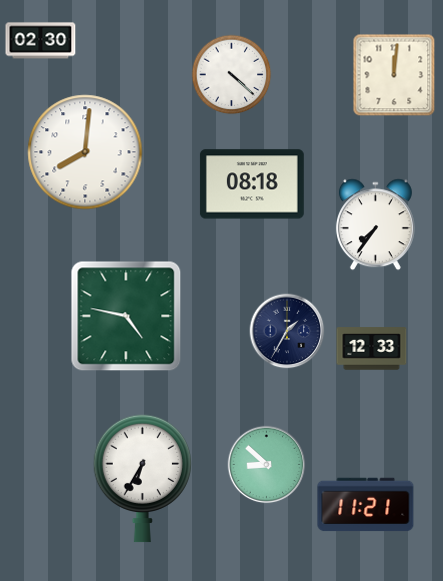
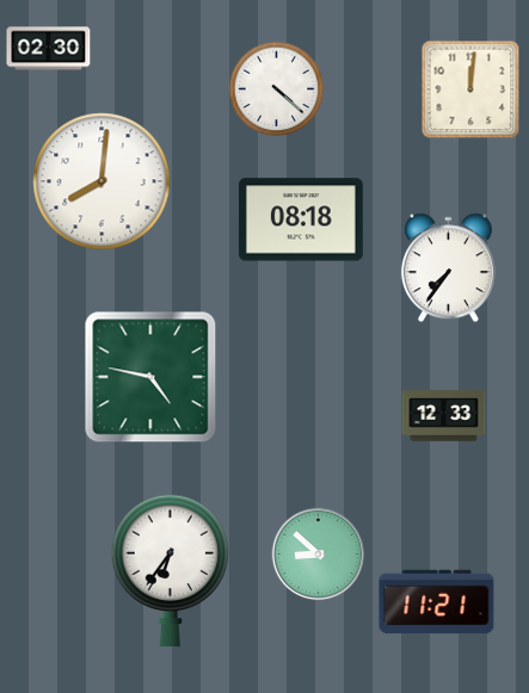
clock at (287, 331): 1:35 -> none
clock at (142, 478): 6:35 -> 6:36
